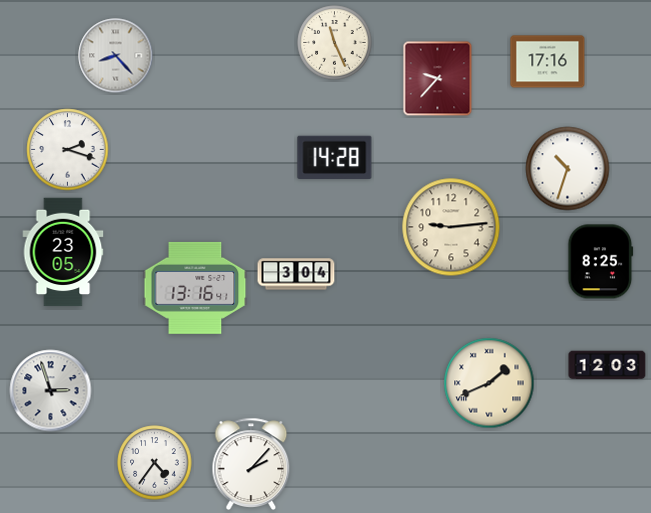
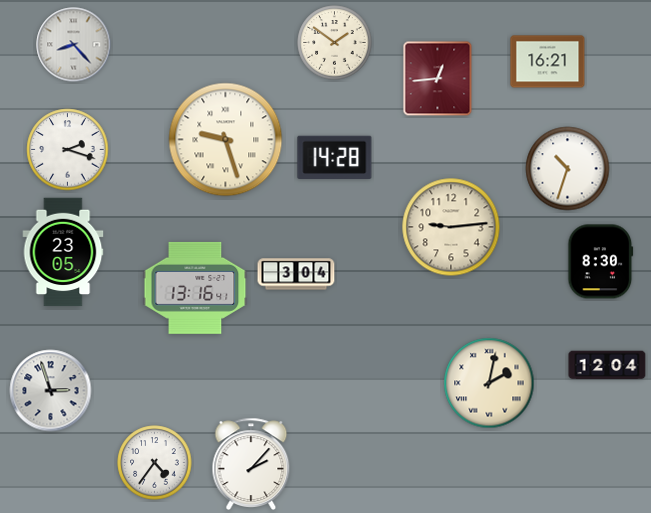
clock at (335, 43): 11:26 -> 1:51
clock at (116, 56) position: (116, 56) -> (74, 45)
clock at (548, 62): 17:16 -> 16:21
clock at (438, 79): 9:37 -> 12:44
clock at (226, 140): none -> 9:27
clock at (601, 262): 8:25 -> 8:30
clock at (607, 365): 12:03 -> 12:04
clock at (489, 383): 1:41 -> 2:02
